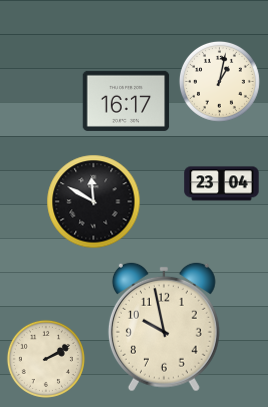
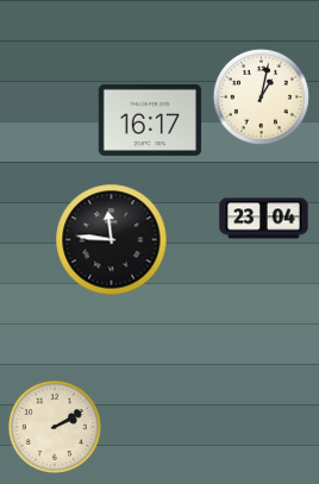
clock at (94, 202): 11:50 -> 11:46
clock at (164, 327): 9:58 -> none
